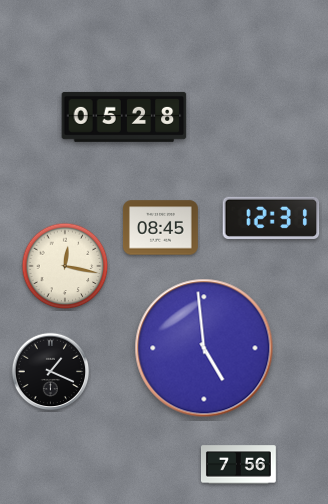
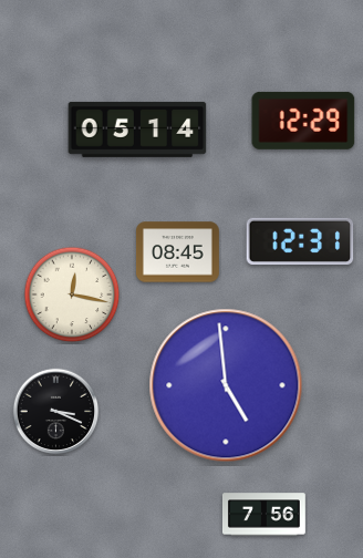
clock at (303, 121): none -> 12:29
clock at (124, 117): 05:28 -> 05:14
clock at (51, 372): 1:19 -> 3:19
